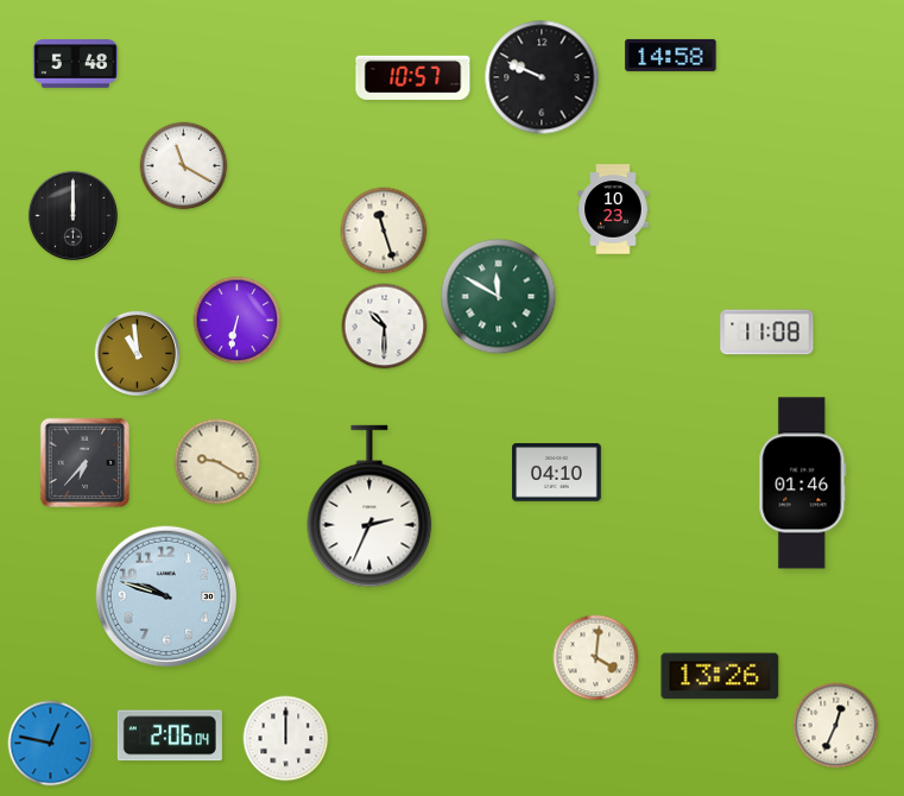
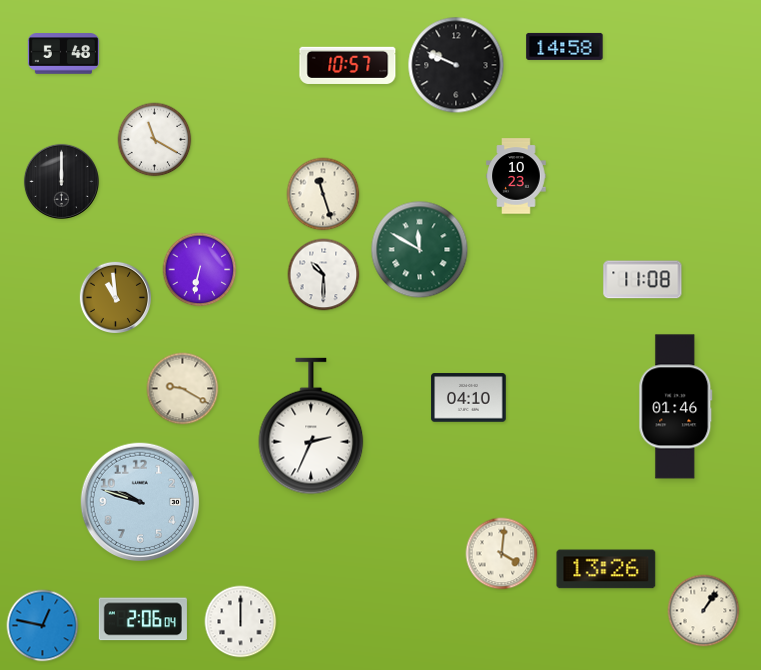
clock at (767, 333) position: (767, 333) -> (643, 280)
clock at (84, 462): 6:37 -> none
clock at (836, 726): 12:34 -> 1:06
